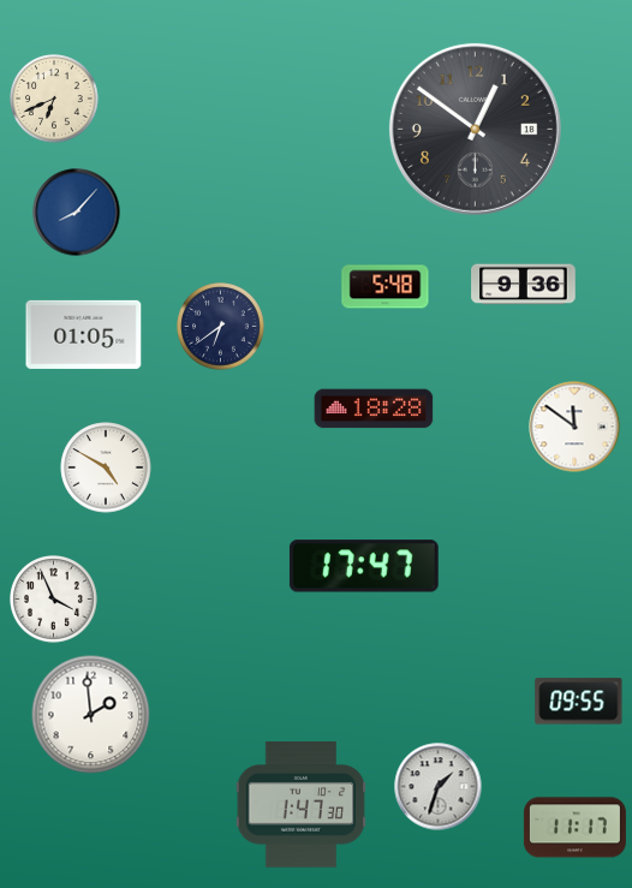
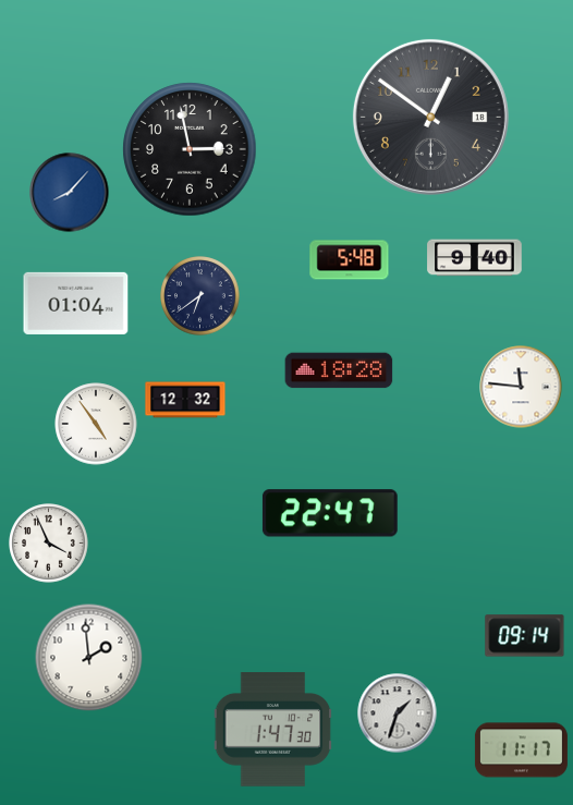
clock at (54, 99): 6:41 -> none
clock at (190, 149): none -> 2:58
clock at (524, 285): 9:36 -> 9:40
clock at (84, 334): 01:05 -> 01:04
clock at (574, 427): 11:51 -> 11:46
clock at (185, 400): none -> 12:32
clock at (106, 467): 4:50 -> 4:54
clock at (364, 566): 17:47 -> 22:47
clock at (579, 702): 09:55 -> 09:14
clock at (91, 715) position: (91, 715) -> (89, 658)
